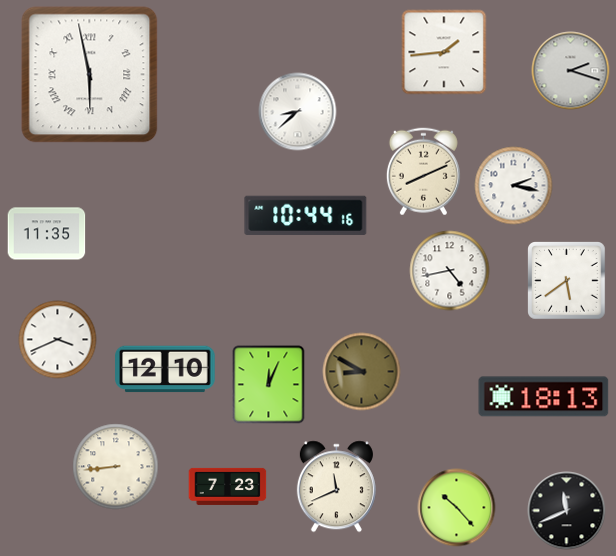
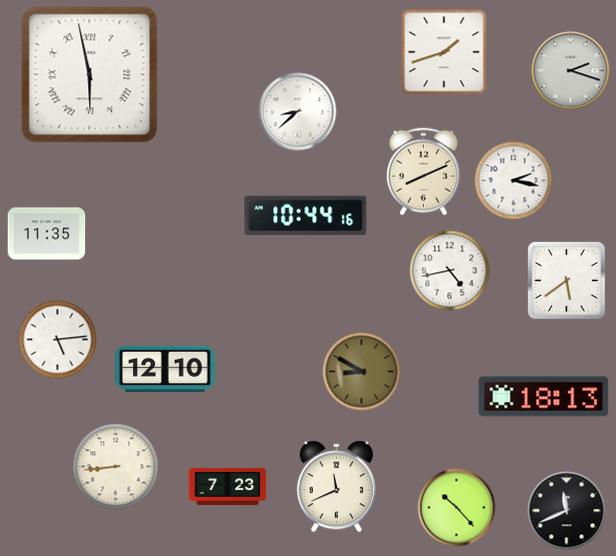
clock at (444, 52): 1:44 -> 1:42
clock at (513, 185) position: (513, 185) -> (513, 180)
clock at (57, 339): 3:41 -> 5:14
clock at (269, 384): 12:04 -> none
